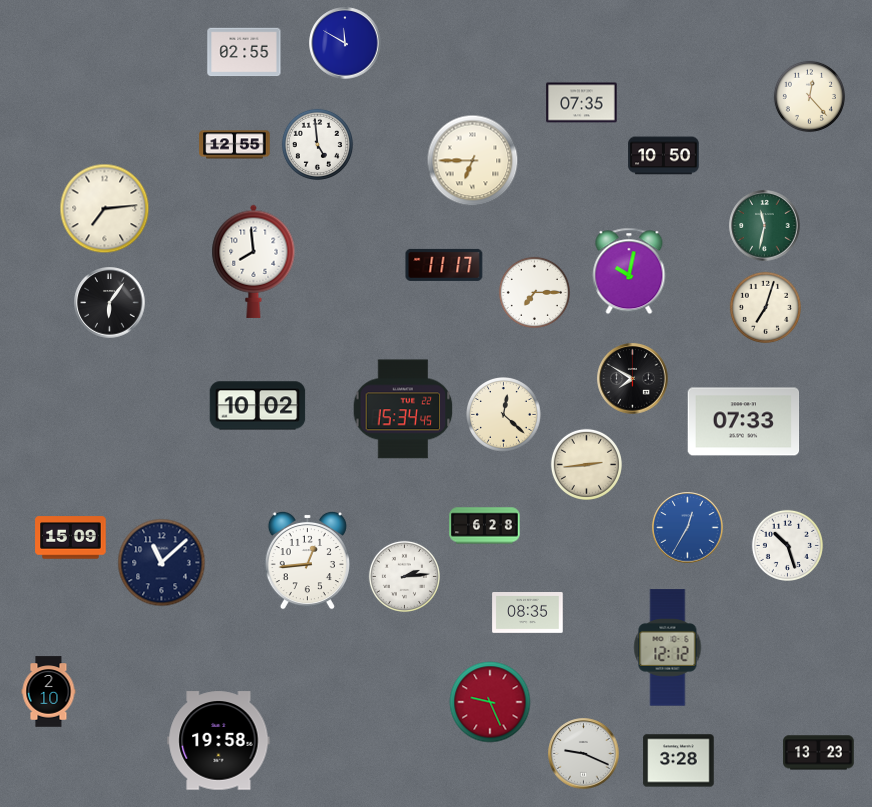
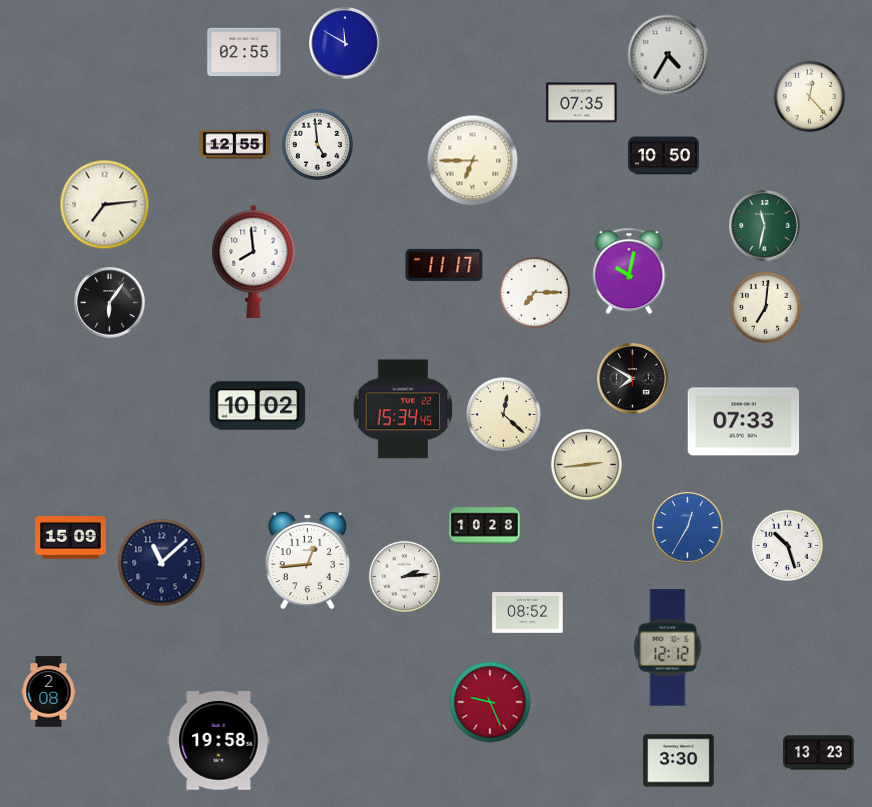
clock at (668, 55): none -> 4:35
clock at (105, 209) position: (105, 209) -> (105, 205)
clock at (765, 307): 7:03 -> 7:01
clock at (485, 526): 6:28 -> 10:28
clock at (528, 613): 08:35 -> 08:52
clock at (49, 692): 2:10 -> 2:08
clock at (584, 754): 9:19 -> none
clock at (679, 761): 3:28 -> 3:30
